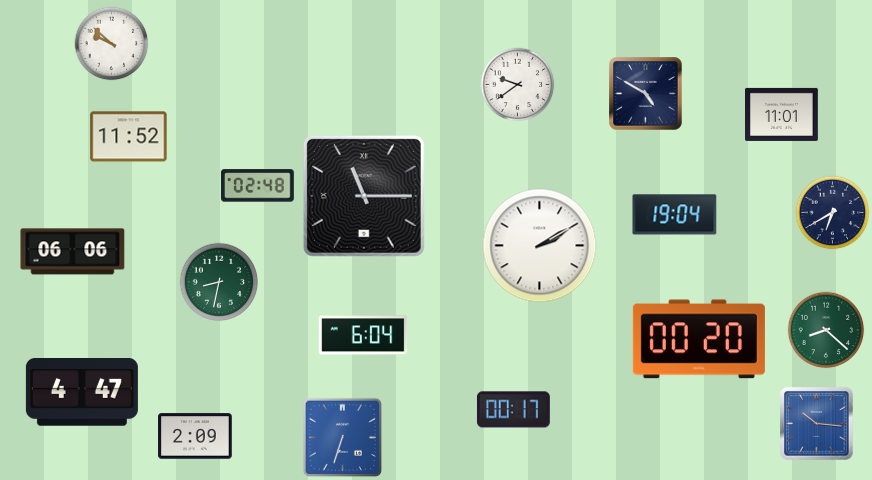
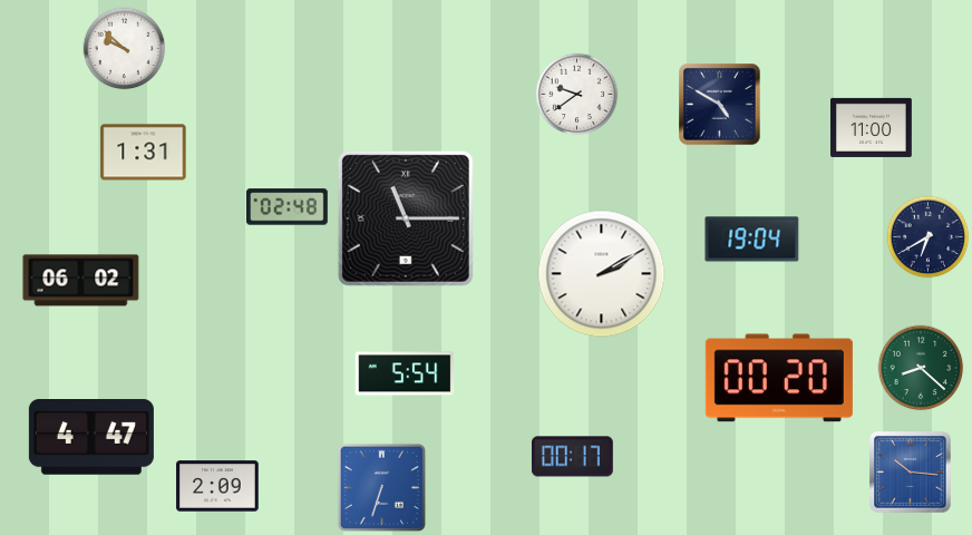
clock at (782, 114): 11:01 -> 11:00
clock at (129, 137): 11:52 -> 1:31
clock at (73, 252): 06:06 -> 06:02
clock at (219, 282): 8:32 -> none
clock at (363, 335): 6:04 -> 5:54
